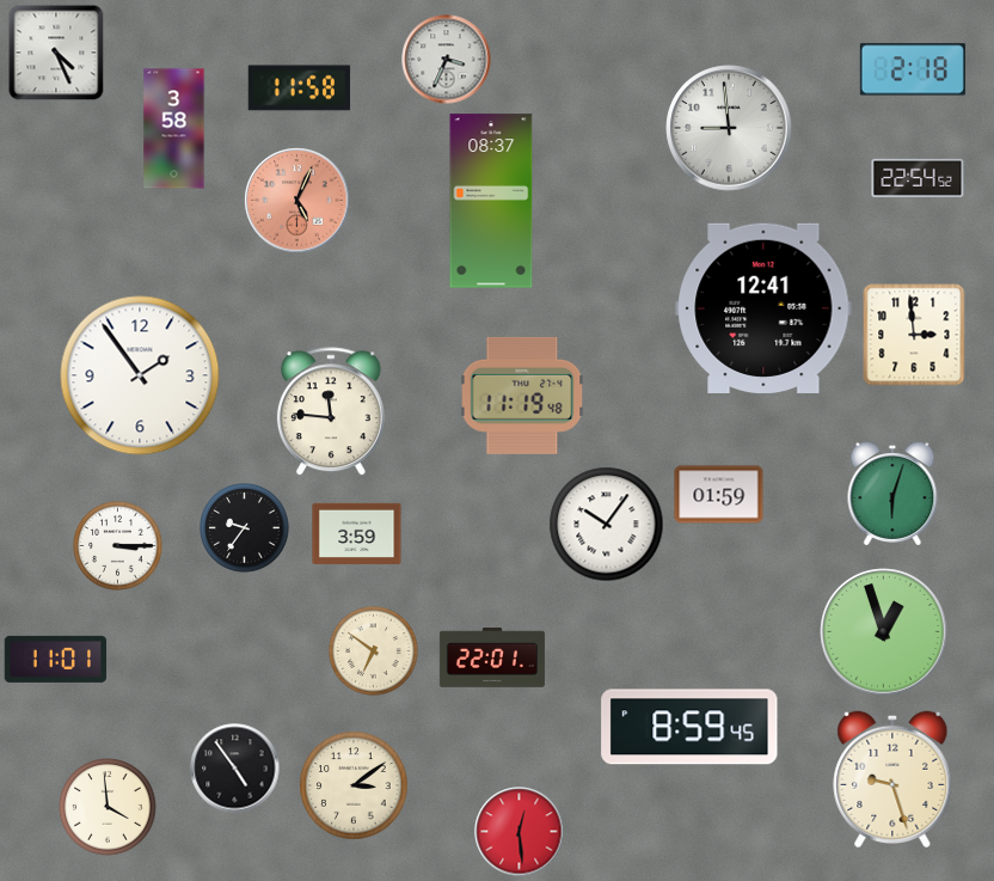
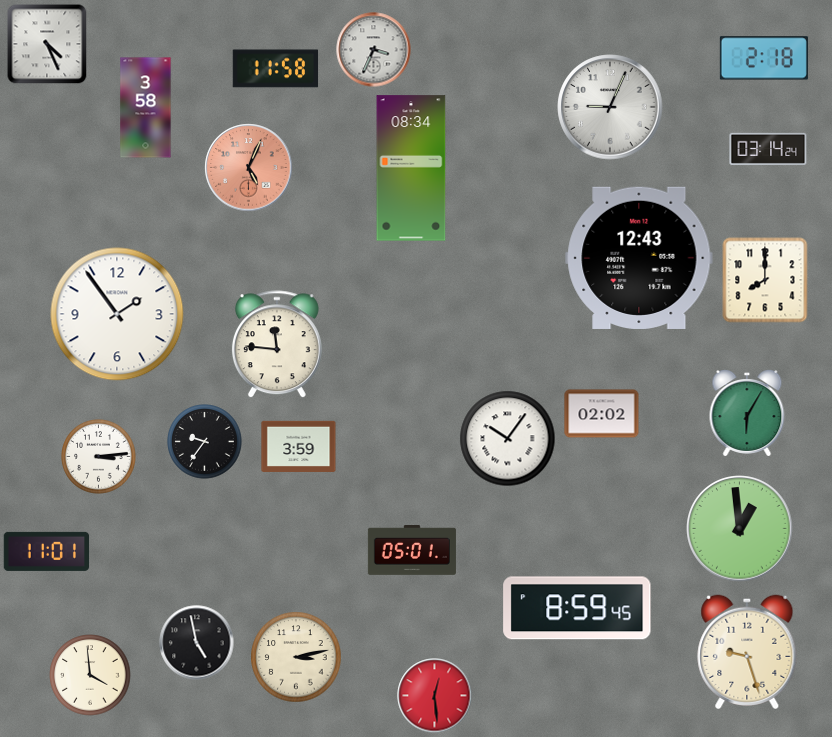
clock at (300, 88) position: (300, 88) -> (276, 69)
clock at (729, 128): 8:59 -> 9:04
clock at (918, 177): 22:54 -> 03:14
clock at (491, 201): 08:37 -> 08:34
clock at (763, 308): 12:41 -> 12:43
clock at (914, 335): 2:59 -> 8:00
clock at (522, 396): 11:19 -> none
clock at (719, 495): 01:59 -> 02:02
clock at (892, 495): 6:03 -> 6:05
clock at (118, 546): 3:15 -> 3:14
clock at (884, 632): 12:57 -> 12:59
clock at (374, 651): 6:51 -> none
clock at (492, 657): 22:01 -> 05:01
clock at (235, 769): 4:54 -> 4:58
clock at (354, 785): 3:09 -> 3:13
